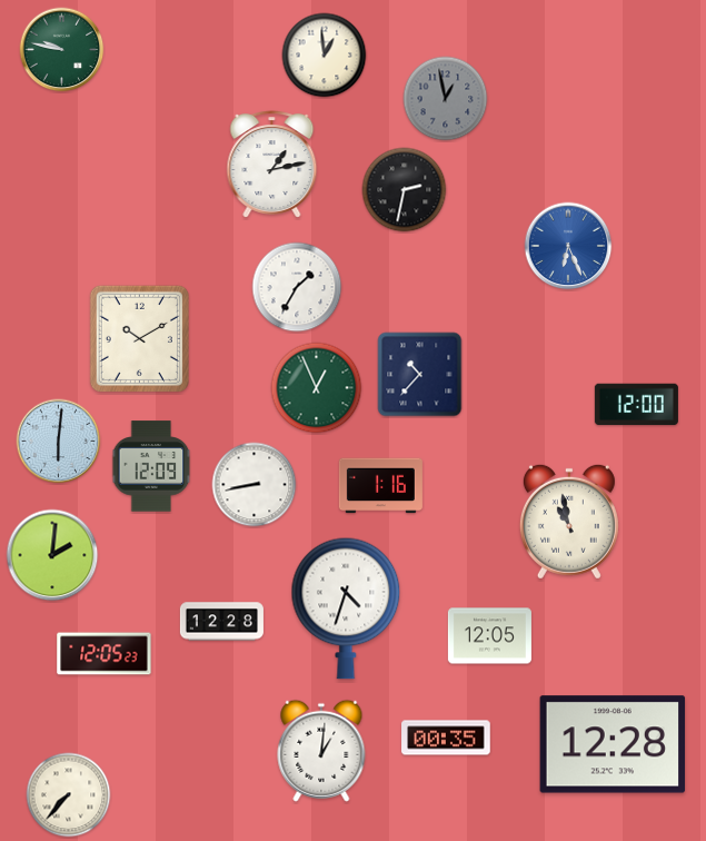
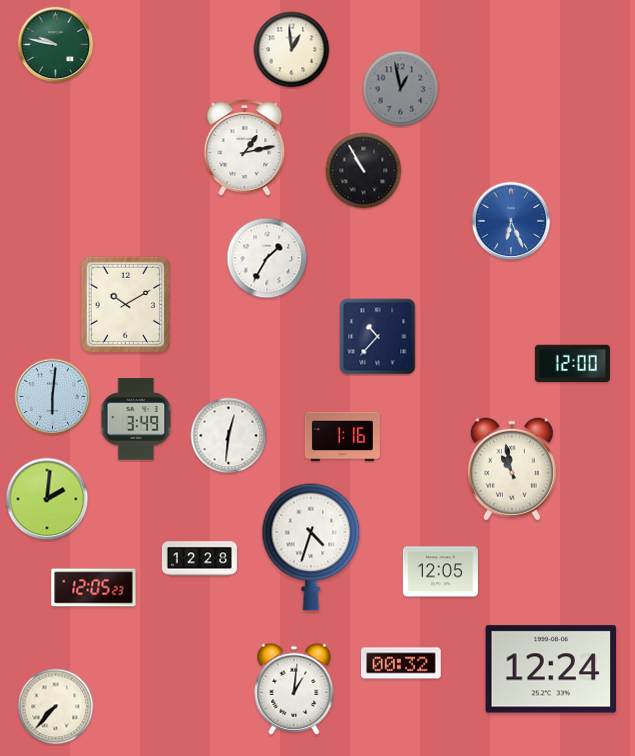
clock at (405, 190): 2:32 -> 10:55
clock at (317, 388): 12:56 -> none
clock at (151, 466): 12:09 -> 3:49
clock at (255, 485): 8:43 -> 12:31
clock at (446, 738): 00:35 -> 00:32
clock at (613, 744): 12:28 -> 12:24
clock at (321, 751) position: (321, 751) -> (294, 689)
clock at (69, 795) position: (69, 795) -> (56, 707)
